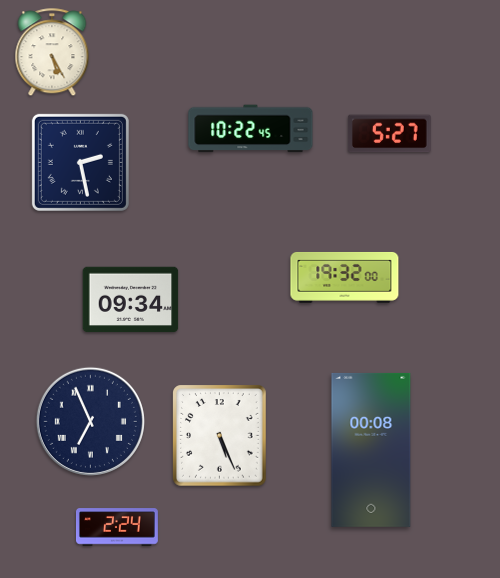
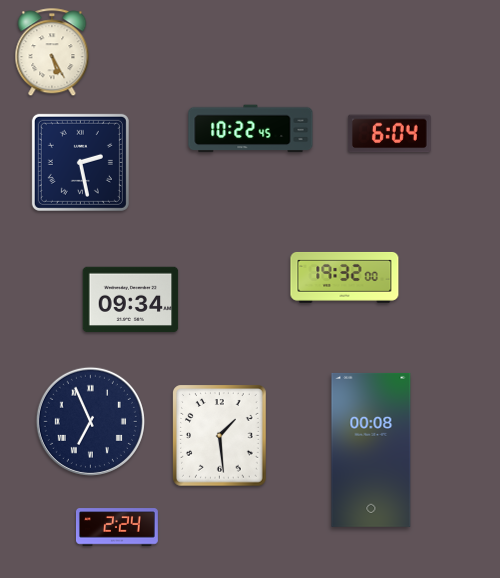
clock at (389, 134): 5:27 -> 6:04
clock at (220, 436): 5:26 -> 1:29
